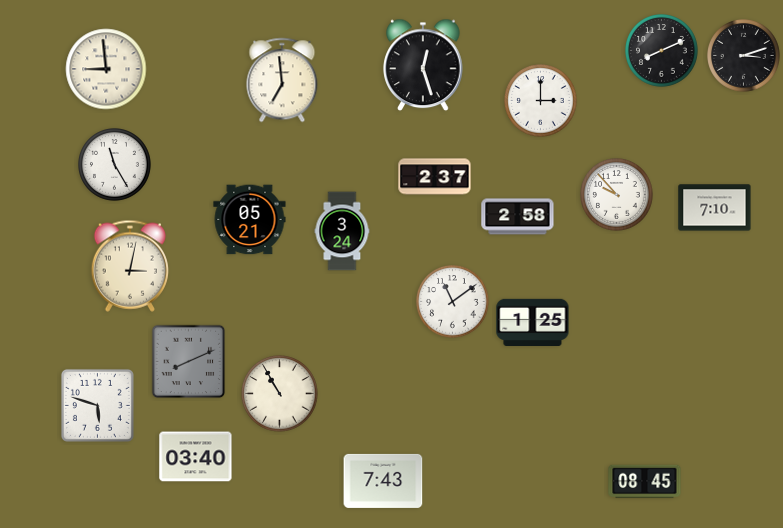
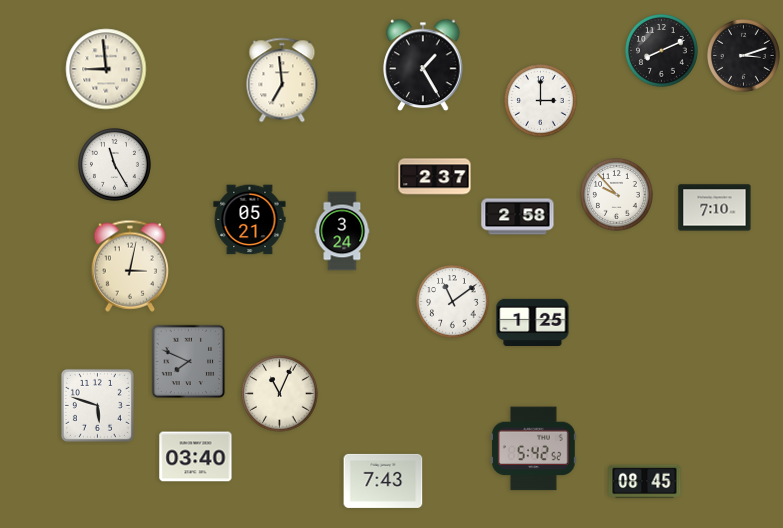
clock at (423, 65): 12:27 -> 1:25
clock at (189, 362): 8:11 -> 7:49
clock at (280, 394): 10:55 -> 11:04
clock at (534, 449): none -> 5:42
